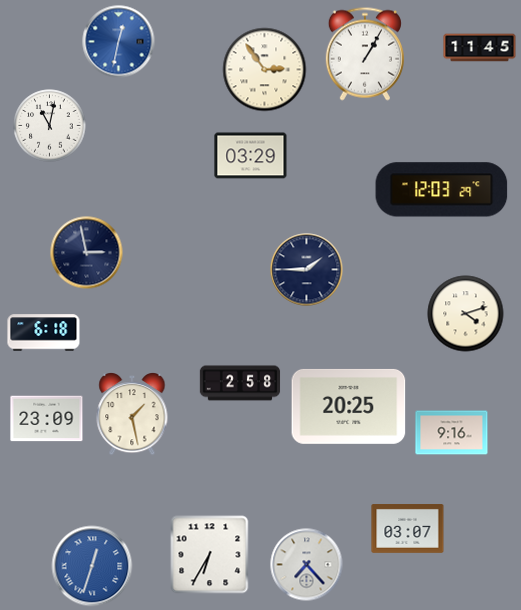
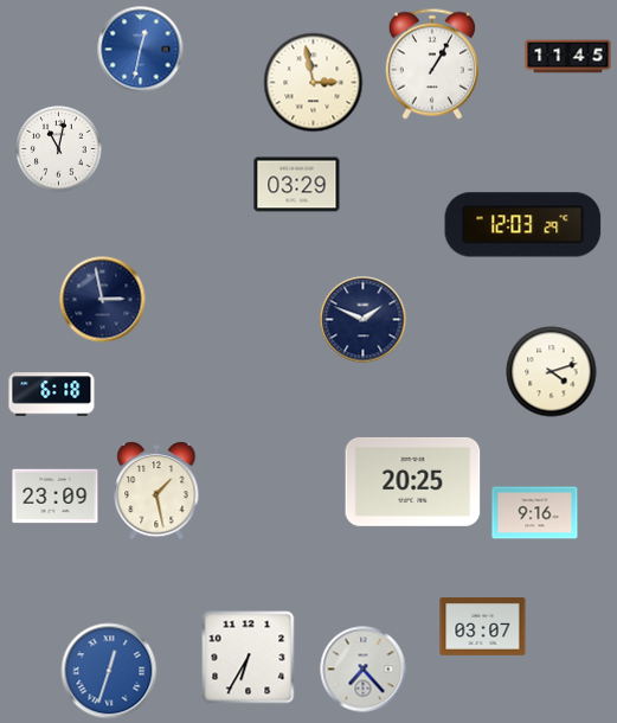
clock at (265, 70): 2:54 -> 2:58
clock at (307, 270): 1:45 -> 1:49
clock at (240, 383): 2:58 -> none
